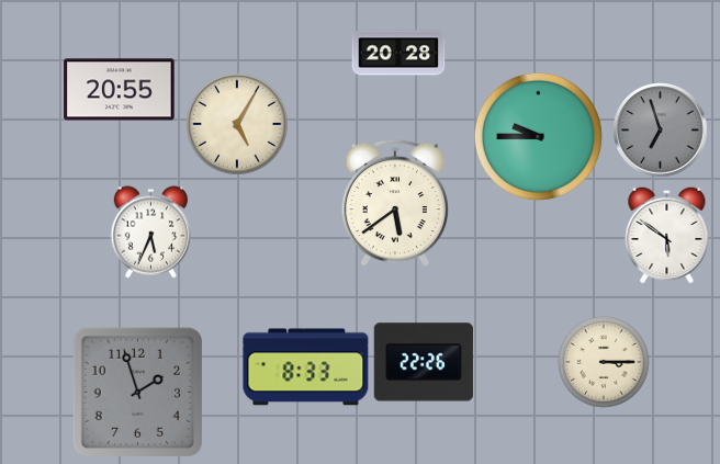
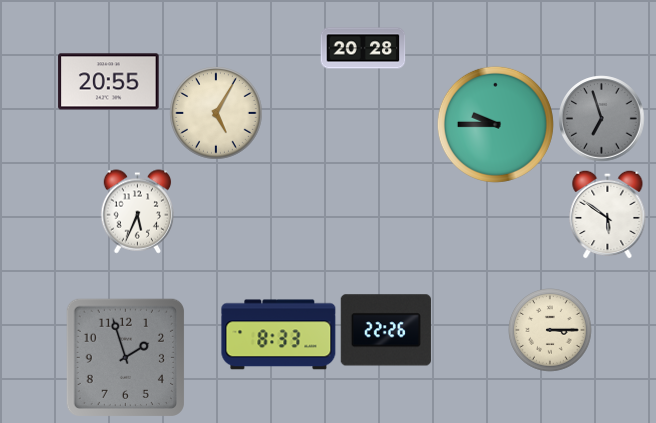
clock at (538, 136) position: (538, 136) -> (495, 124)
clock at (395, 203): 5:39 -> none
